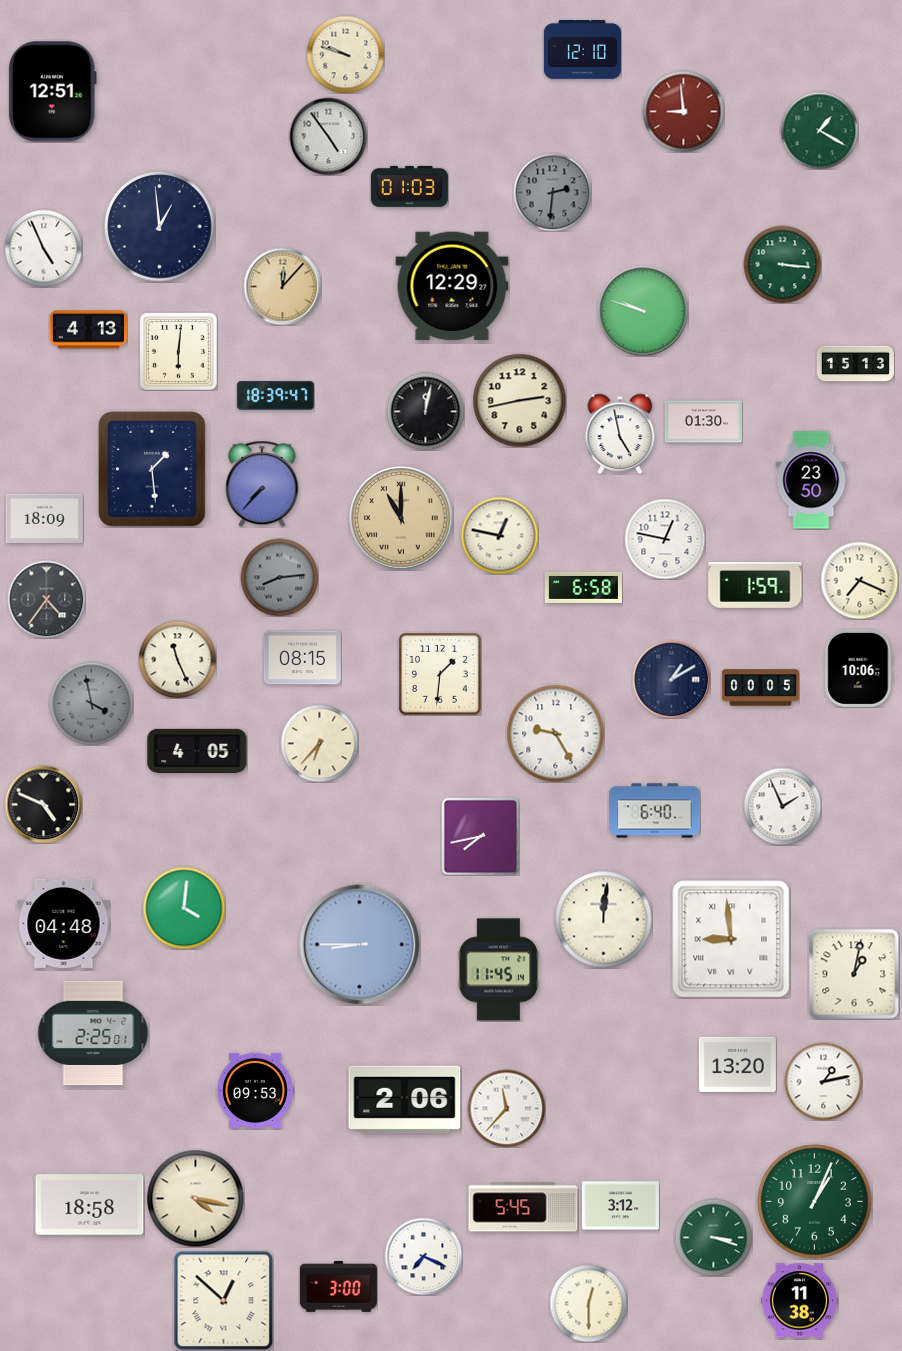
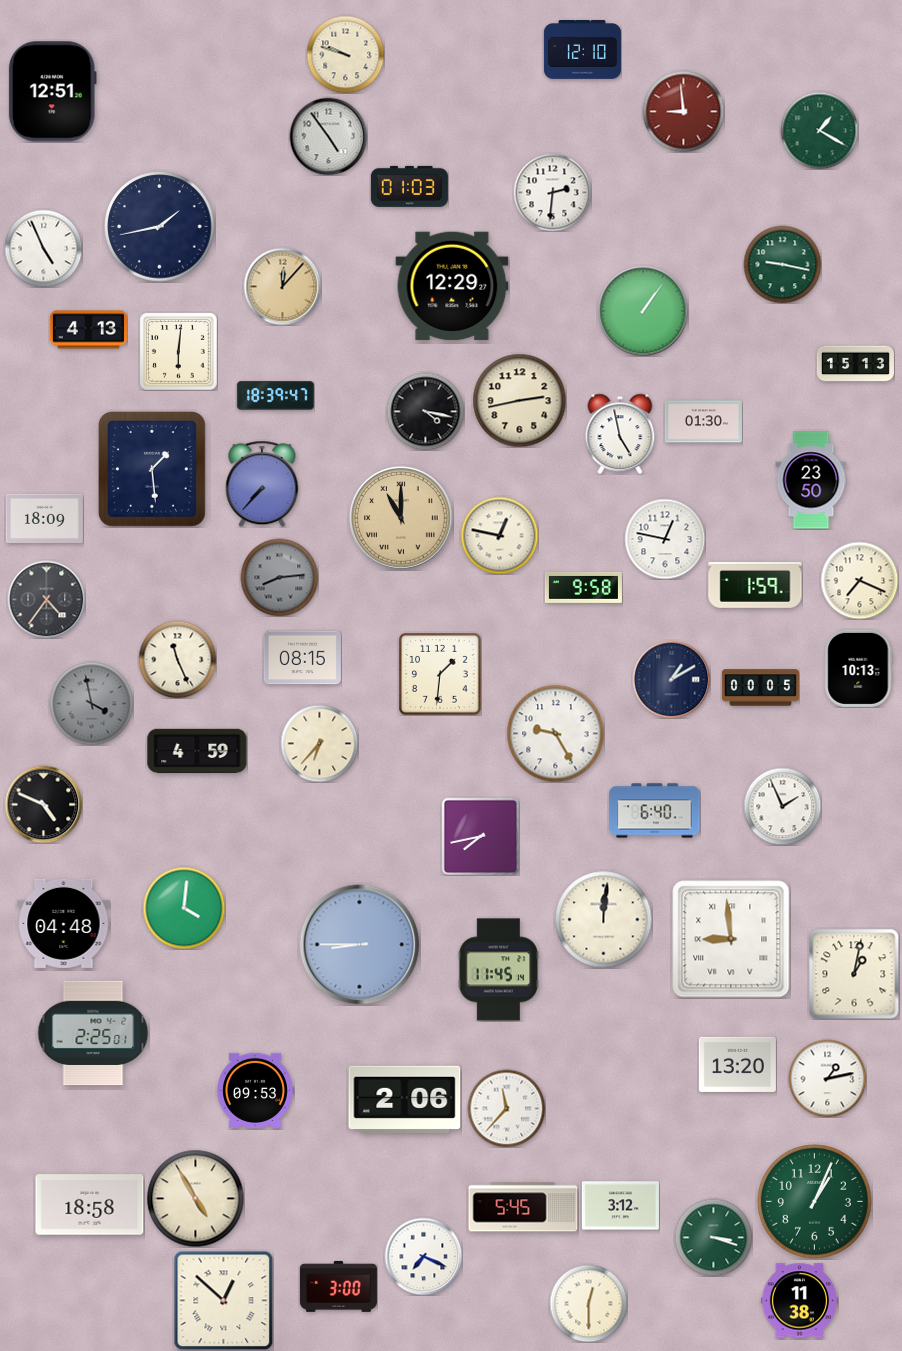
clock at (552, 192) dial: grey -> white
clock at (160, 227): 12:59 -> 1:43
clock at (782, 264): 3:16 -> 9:17
clock at (643, 311): 9:48 -> 1:06
clock at (425, 411): 12:02 -> 4:17
clock at (583, 587): 6:58 -> 9:58
clock at (859, 668): 10:06 -> 10:13
clock at (197, 751): 4:05 -> 4:59
clock at (823, 1081) position: (823, 1081) -> (827, 1078)
clock at (195, 1198): 4:17 -> 4:55
